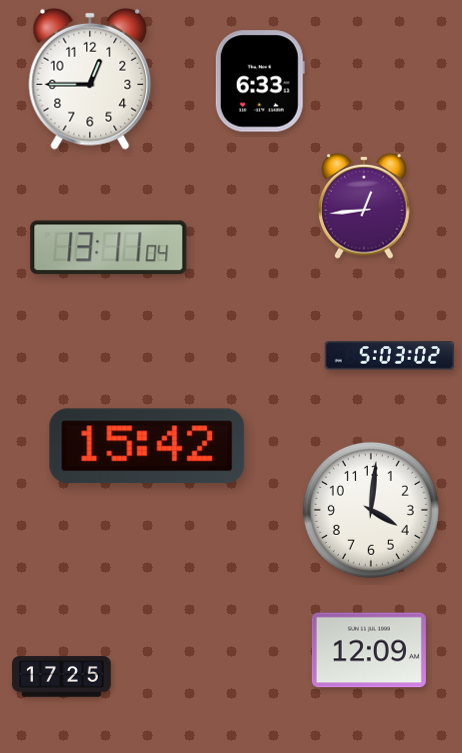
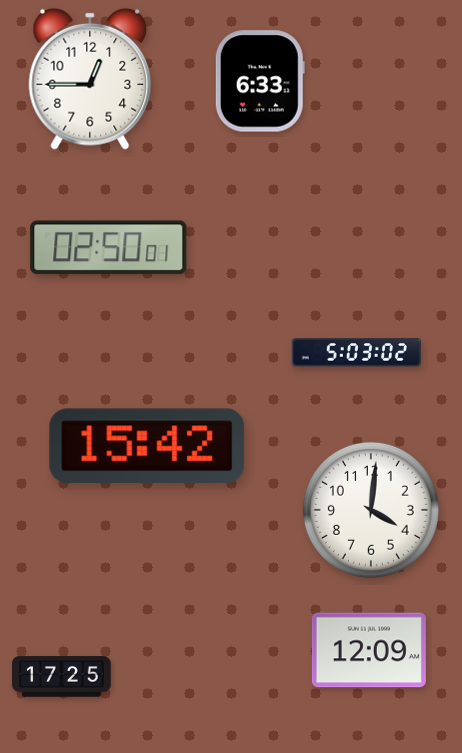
clock at (364, 206): 12:44 -> none
clock at (109, 248): 13:11 -> 02:50
clock at (389, 356) position: (389, 356) -> (356, 353)
